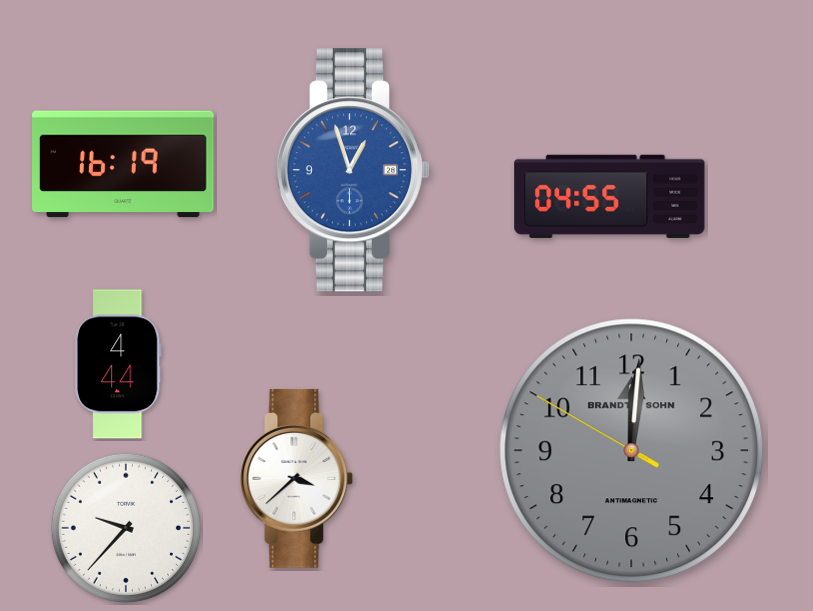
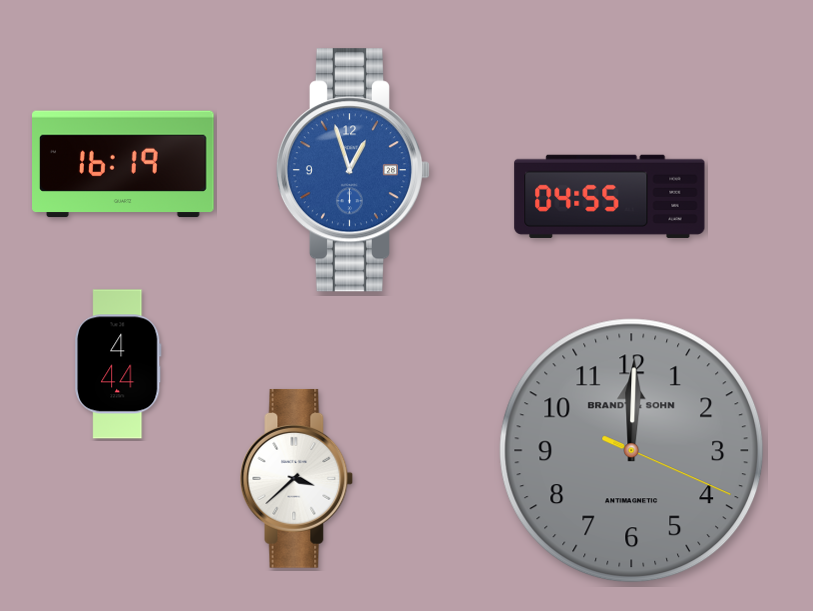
clock at (632, 451): 12:00:50 -> 12:00:19
clock at (126, 528): 9:37 -> none
